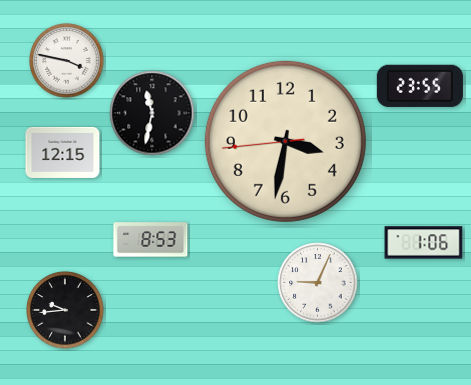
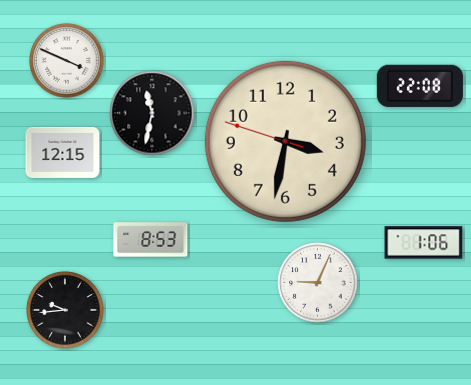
clock at (67, 61): 3:47 -> 3:49
clock at (420, 86): 23:55 -> 22:08
clock at (285, 141): 3:31:44 -> 3:31:48
